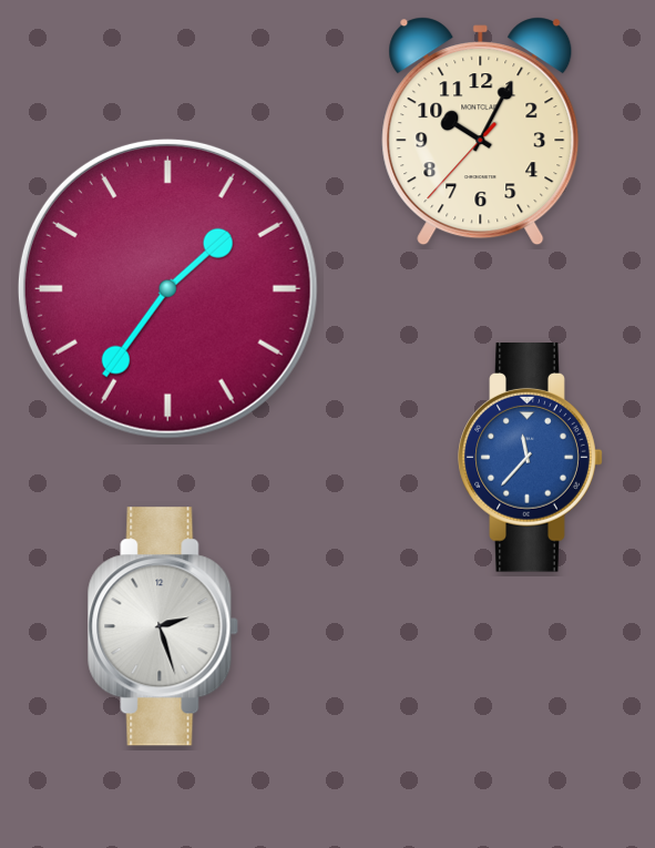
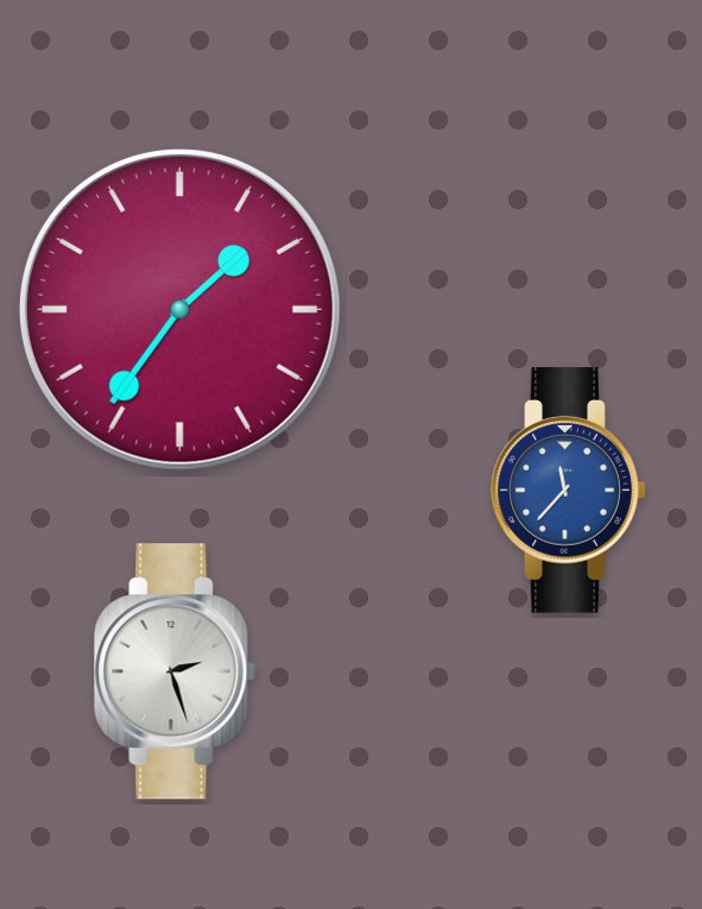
clock at (481, 132): 10:04 -> none
